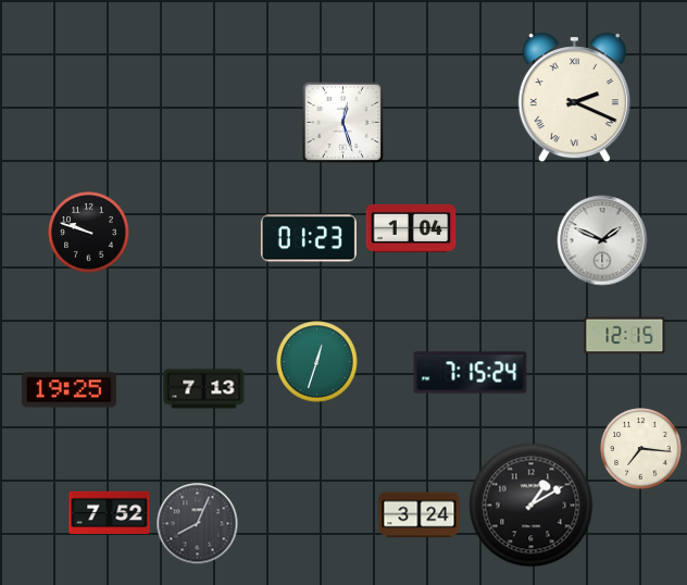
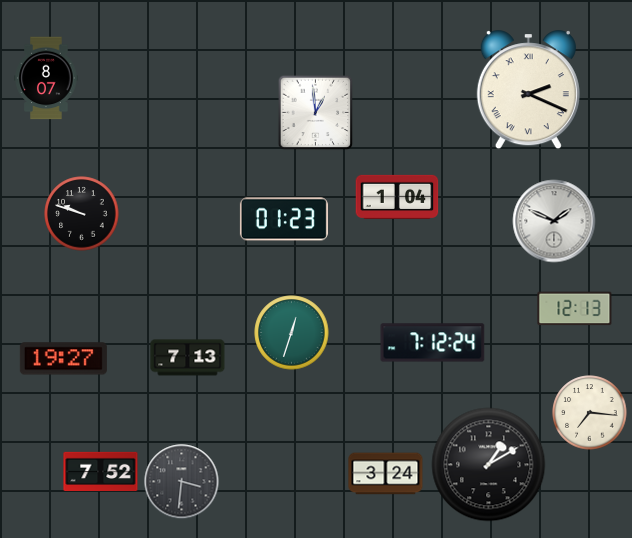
clock at (46, 78): none -> 8:07
clock at (343, 123): 12:27 -> 12:59
clock at (411, 227) position: (411, 227) -> (397, 196)
clock at (625, 336): 12:15 -> 12:13
clock at (471, 373): 7:15 -> 7:12
clock at (68, 390): 19:25 -> 19:27
clock at (198, 524): 8:04 -> 3:31
